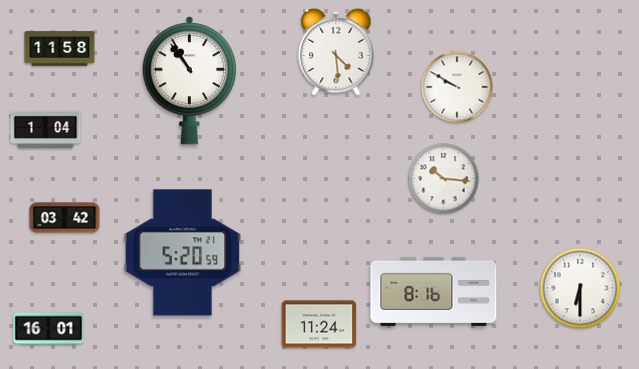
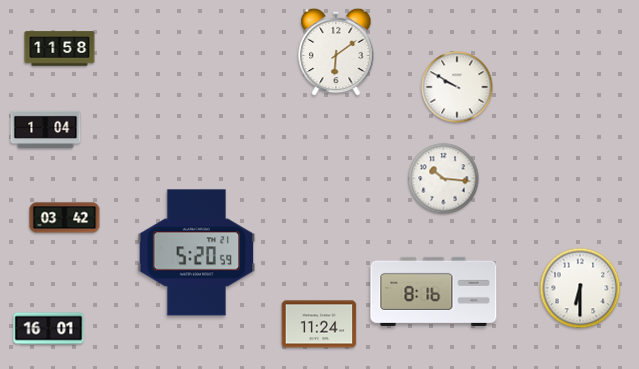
clock at (336, 52): 4:29 -> 6:09
clock at (189, 80): 10:54 -> none
clock at (183, 253) position: (183, 253) -> (197, 253)
